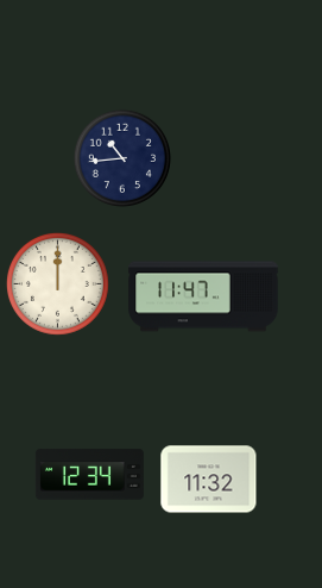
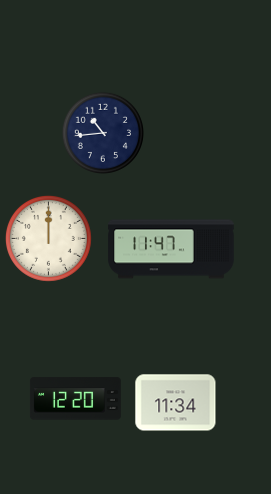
clock at (89, 475): 12:34 -> 12:20
clock at (209, 480): 11:32 -> 11:34
